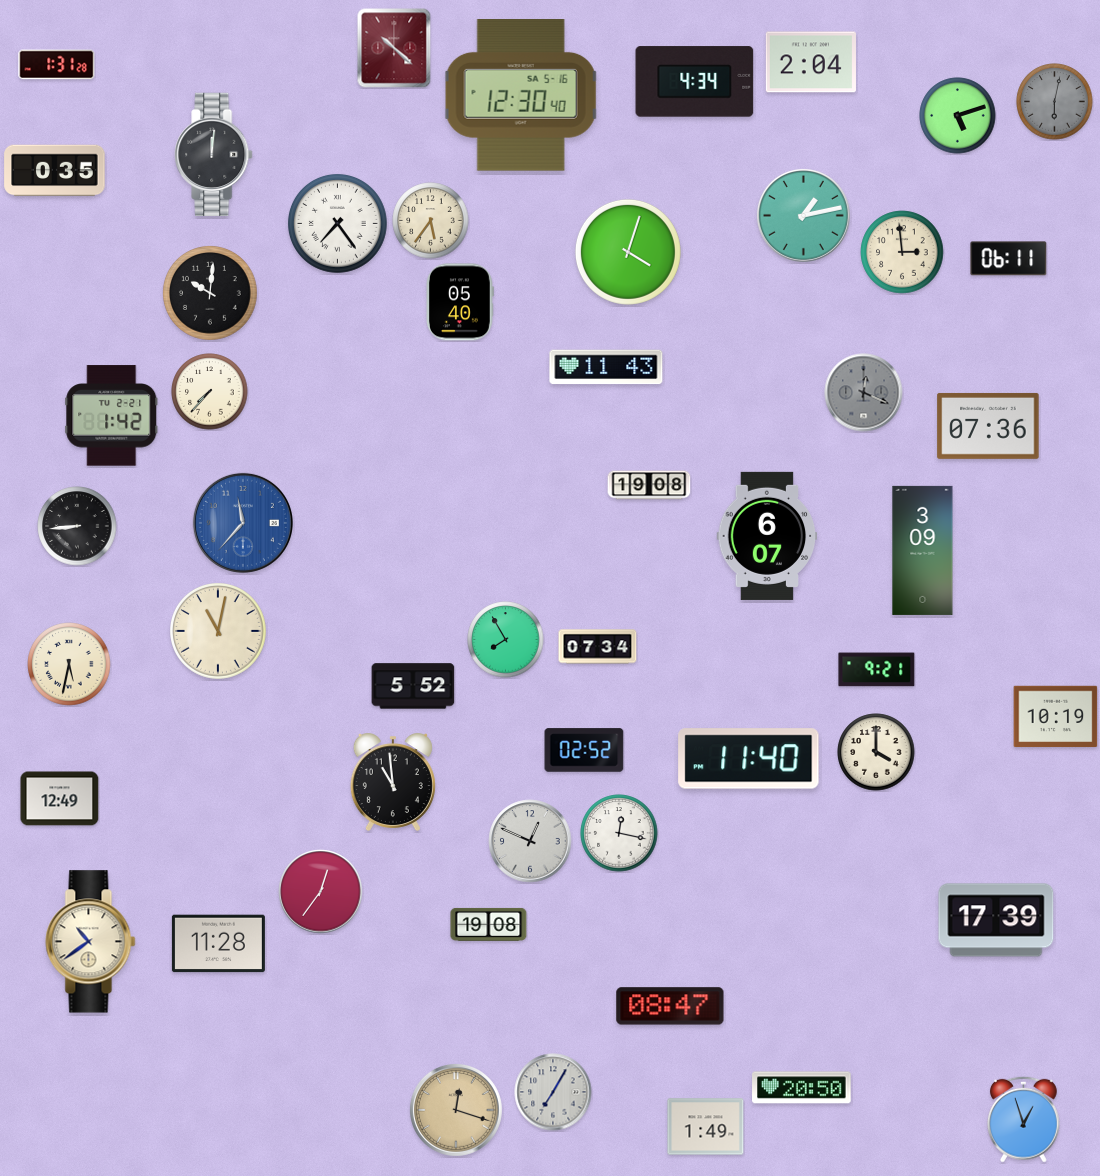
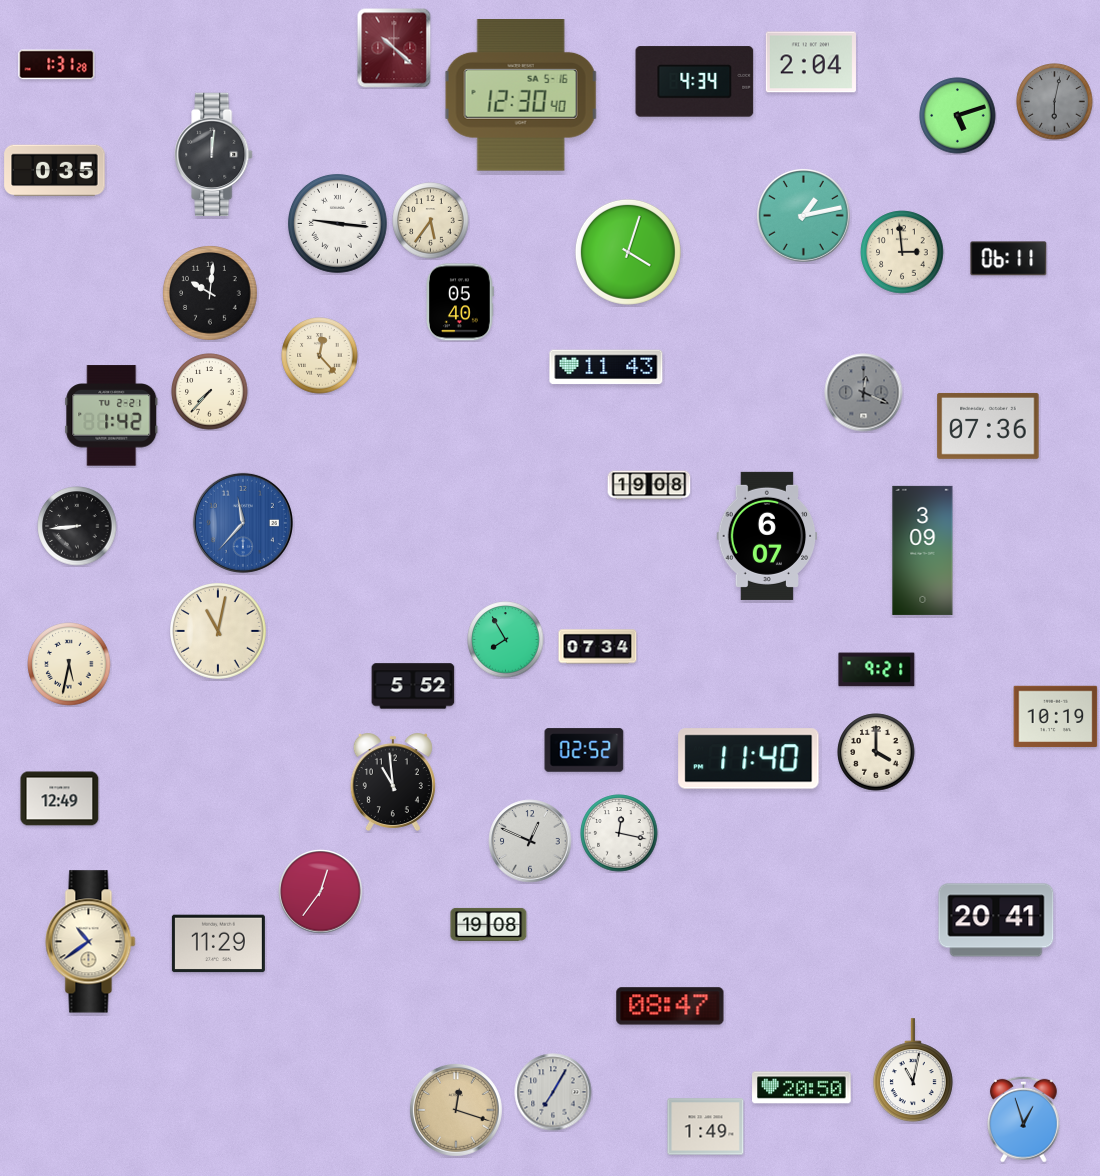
clock at (337, 223): 7:24 -> 9:16
clock at (320, 356): none -> 12:23
clock at (996, 920): 17:39 -> 20:41
clock at (218, 944): 11:28 -> 11:29
clock at (913, 1071): none -> 11:02
